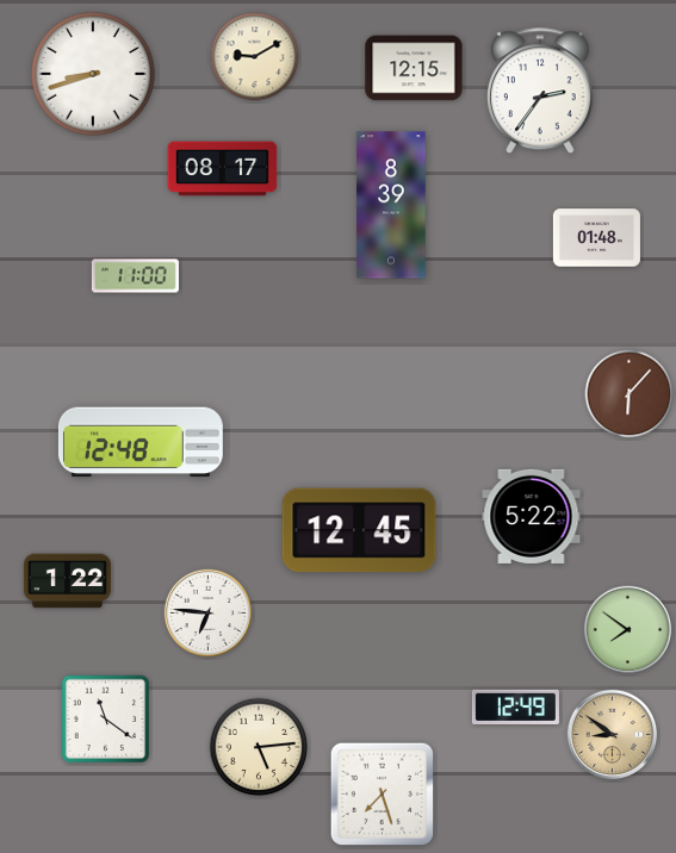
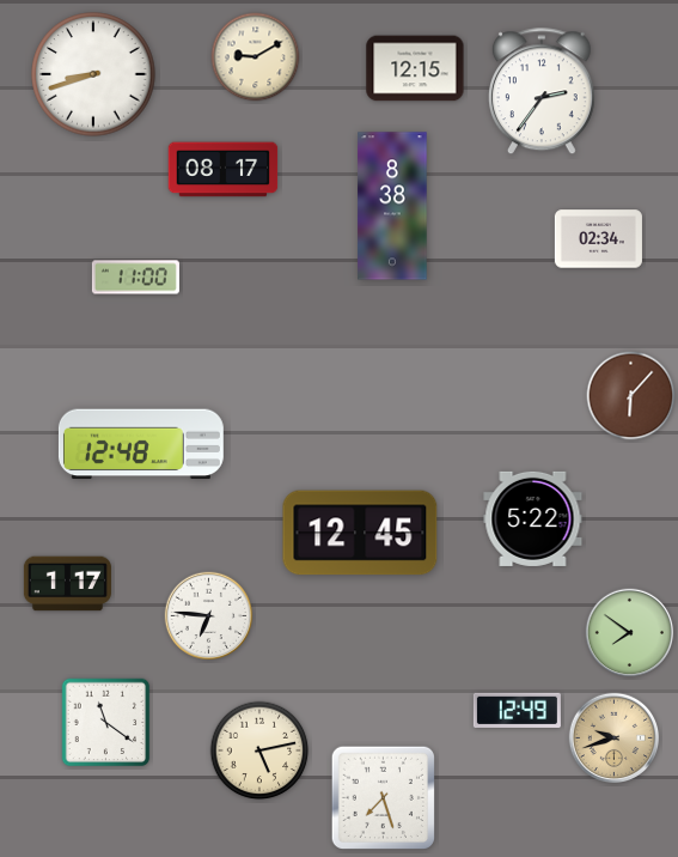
clock at (391, 205): 8:39 -> 8:38
clock at (596, 238): 01:48 -> 02:34
clock at (67, 581): 1:22 -> 1:17
clock at (613, 735): 8:51 -> 9:42
clock at (259, 747): 5:14 -> 5:13
